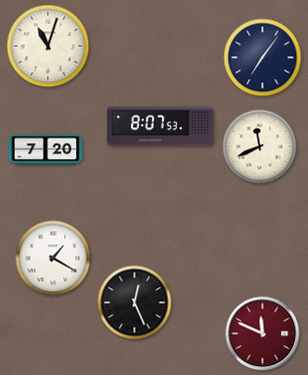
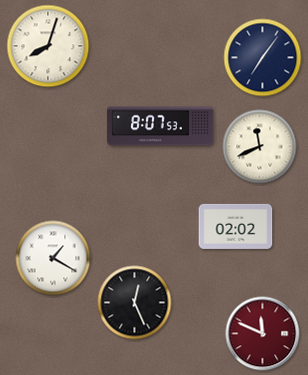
clock at (48, 46): 11:03 -> 8:03
clock at (46, 150): 7:20 -> none
clock at (236, 226): none -> 02:02
